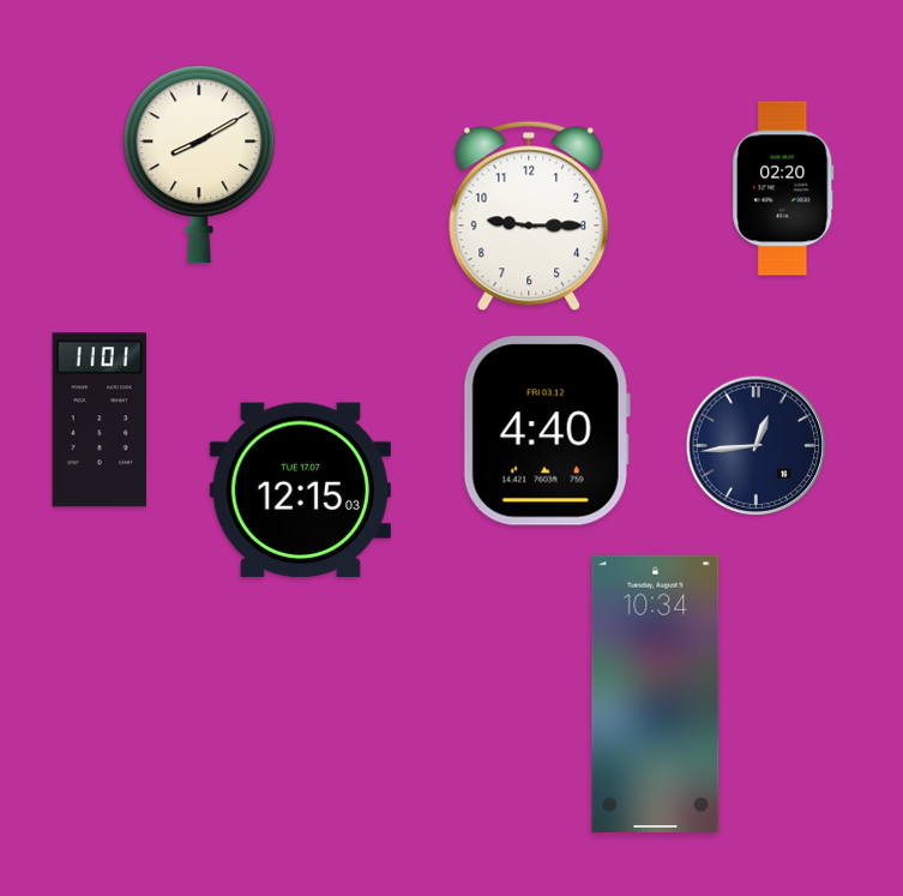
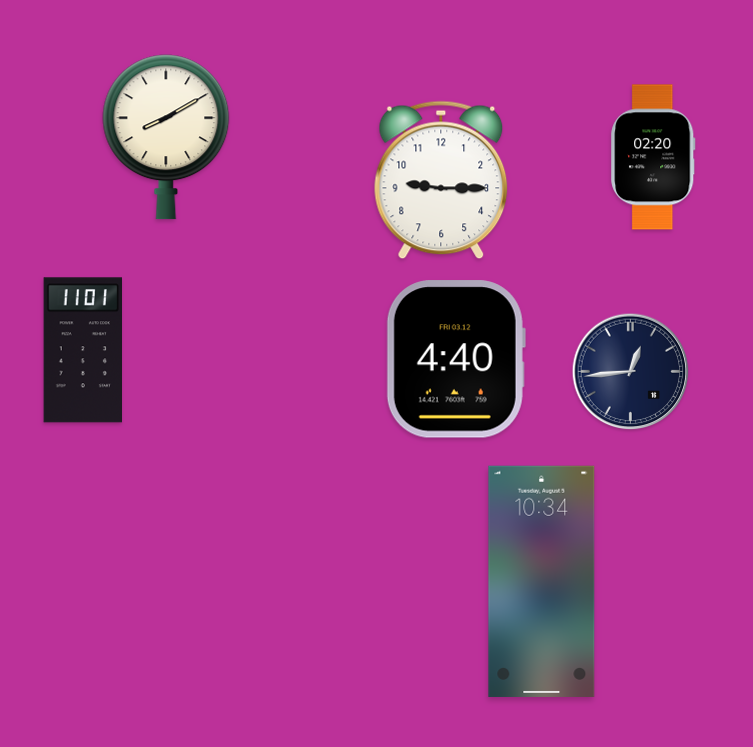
clock at (300, 491): 12:15 -> none
clock at (656, 693) position: (656, 693) -> (542, 581)
